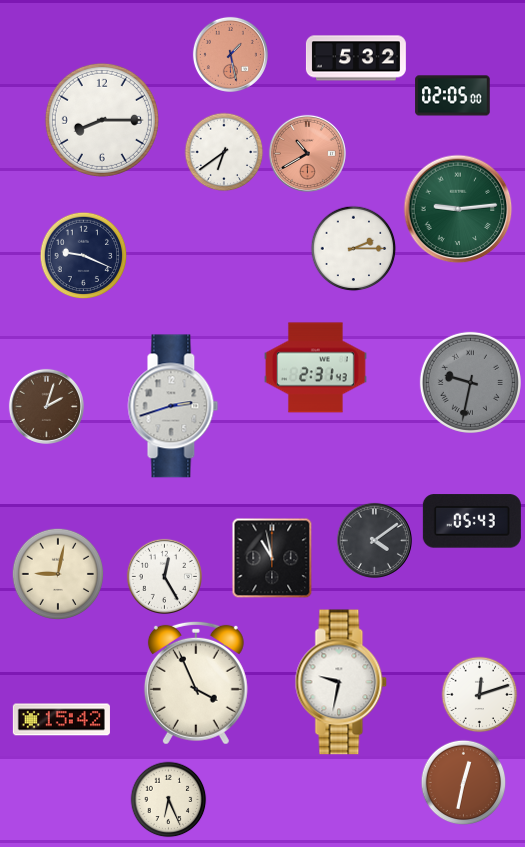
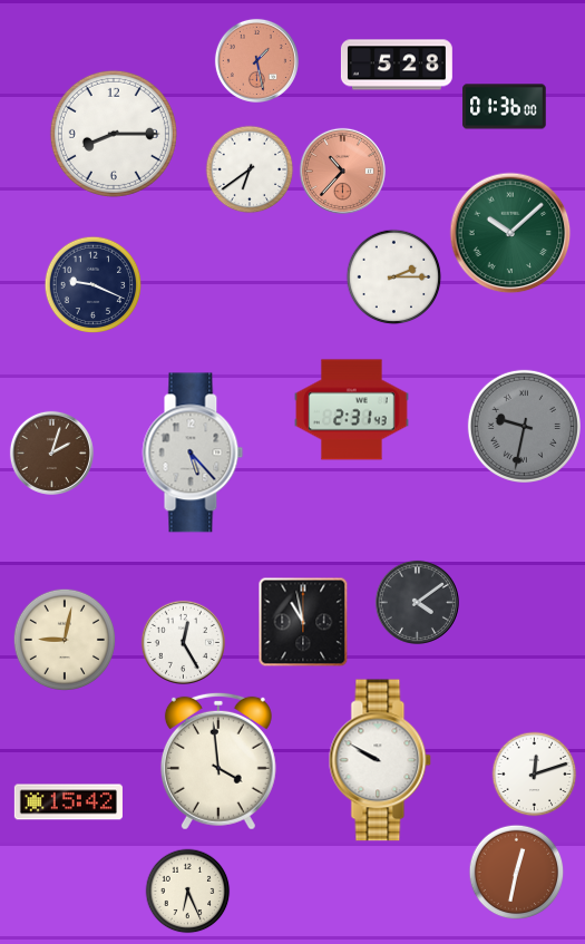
clock at (356, 58): 5:32 -> 5:28
clock at (453, 96): 02:05 -> 01:36
clock at (307, 153): 10:40 -> 10:37
clock at (458, 209): 9:14 -> 10:08
clock at (173, 406): 2:42 -> 5:23
clock at (472, 521): 05:43 -> none
clock at (341, 682): 9:32 -> 9:50
clock at (196, 683): 3:56 -> 3:59
